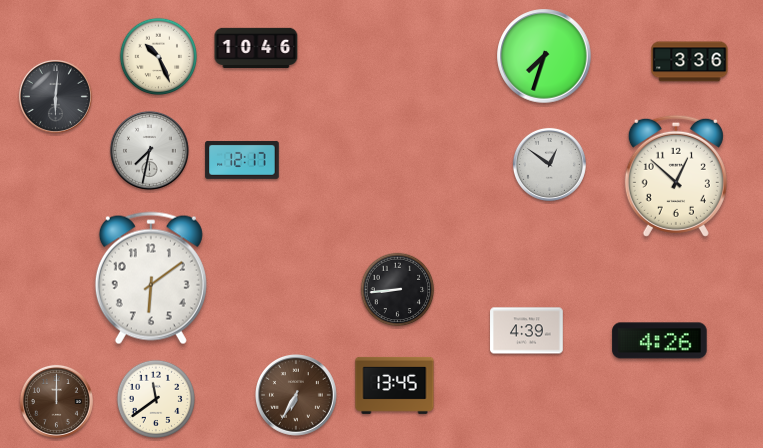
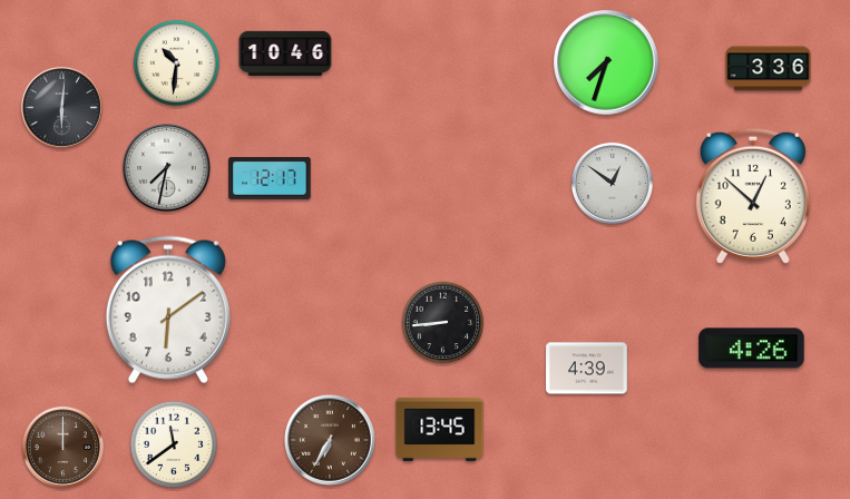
clock at (158, 56): 10:26 -> 10:31
clock at (660, 341) position: (660, 341) -> (752, 349)
